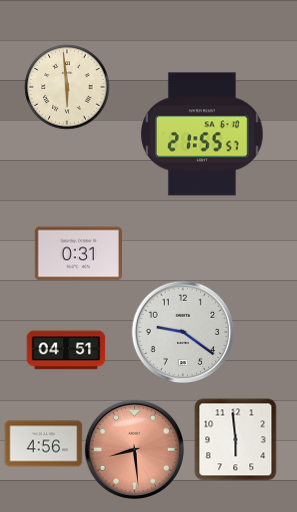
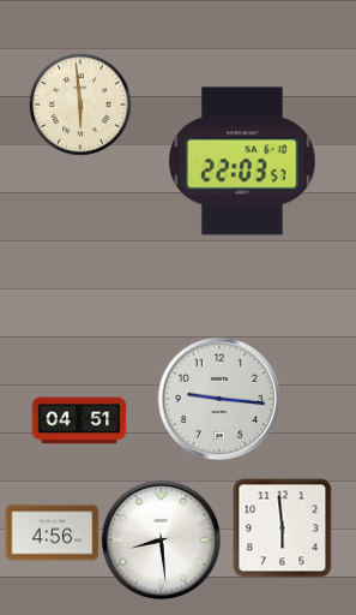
clock at (203, 134): 21:55 -> 22:03
clock at (78, 254): 0:31 -> none
clock at (183, 332): 9:21 -> 9:16
clock at (134, 449) dial: salmon -> white
